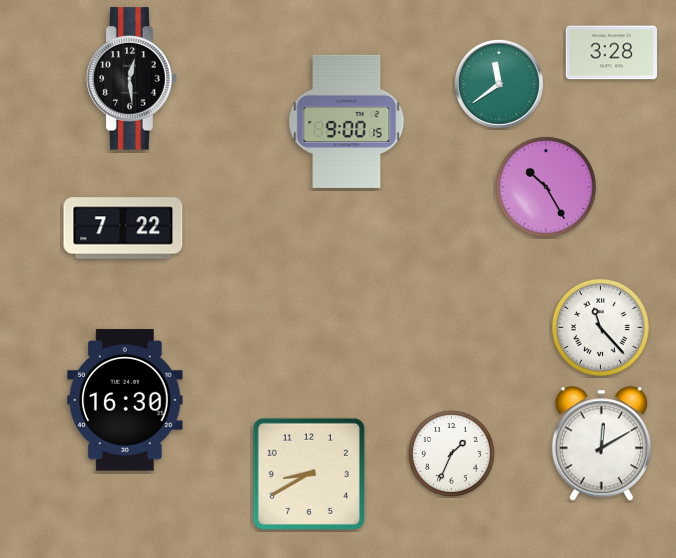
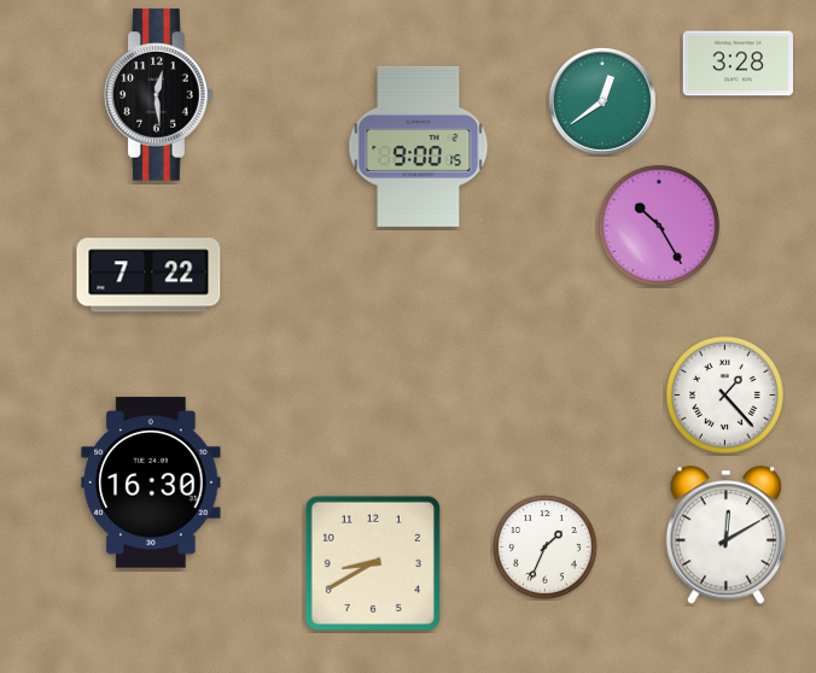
clock at (499, 84): 11:39 -> 12:39
clock at (600, 327): 11:23 -> 1:23
clock at (309, 474) position: (309, 474) -> (373, 563)
